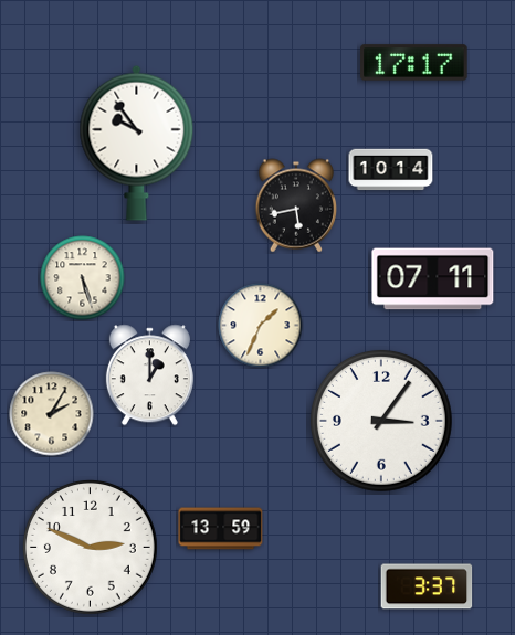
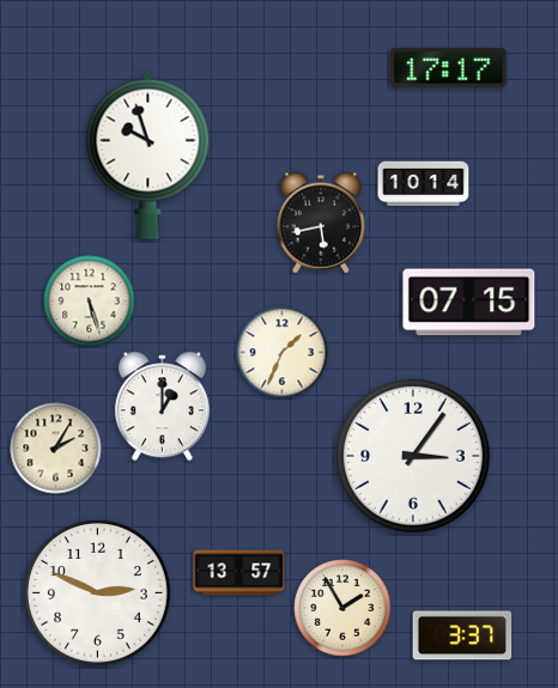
clock at (137, 142): 9:54 -> 9:57
clock at (433, 279): 07:11 -> 07:15
clock at (221, 529): 13:59 -> 13:57
clock at (342, 608): none -> 1:55
